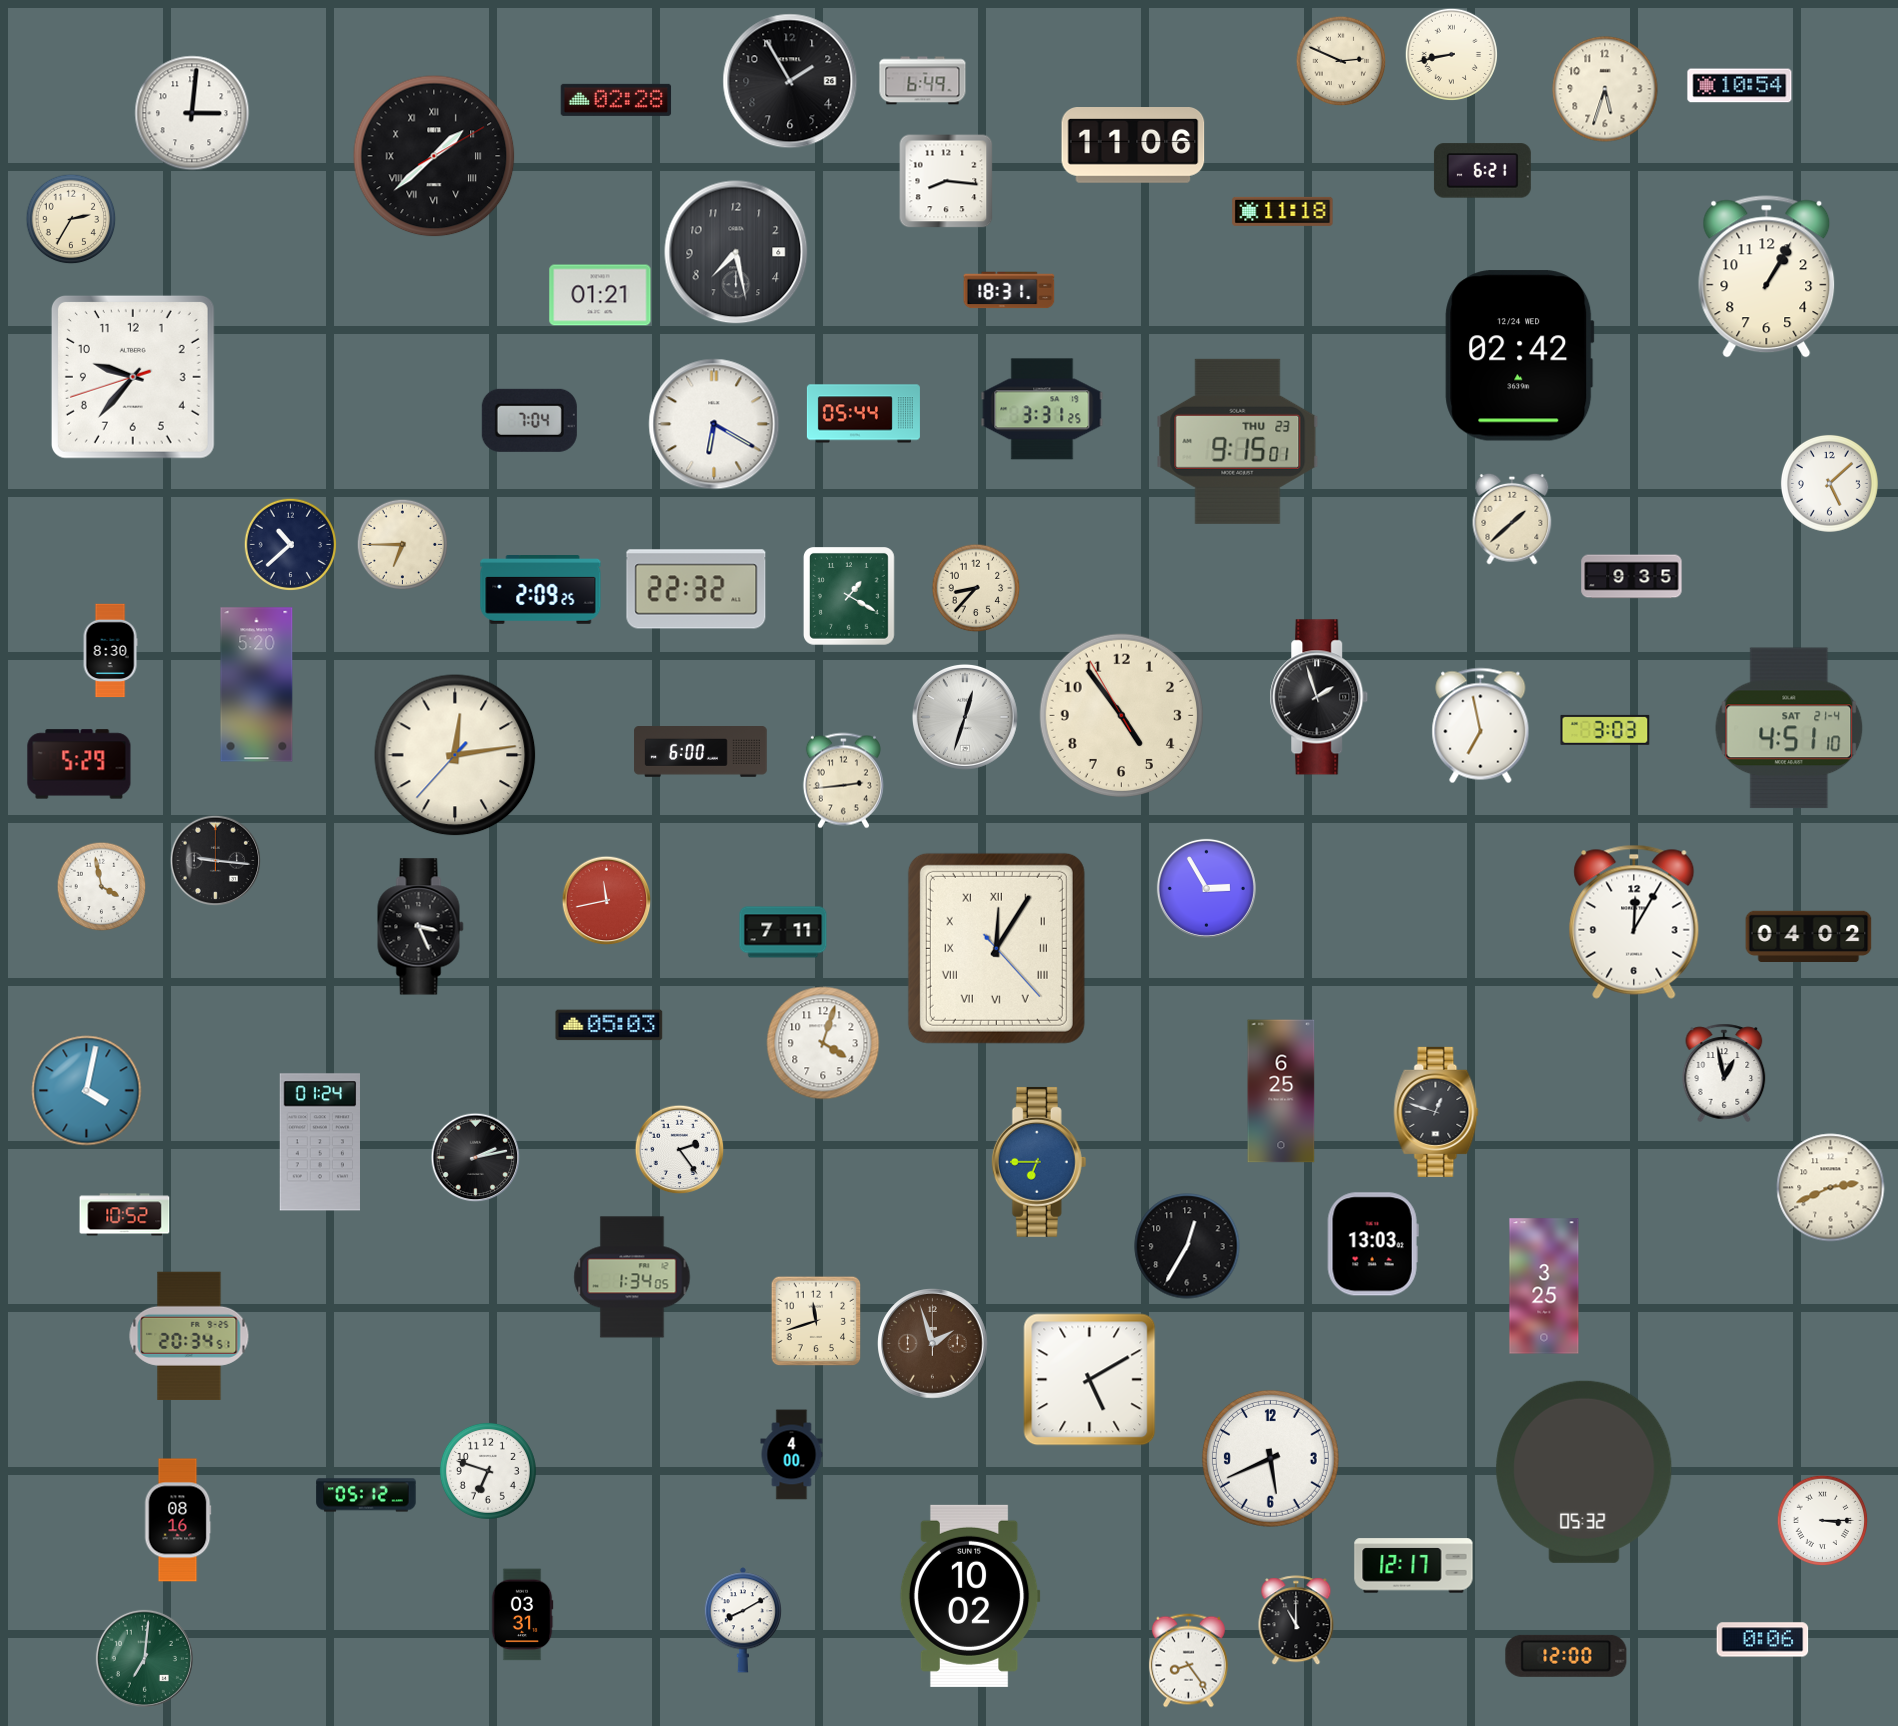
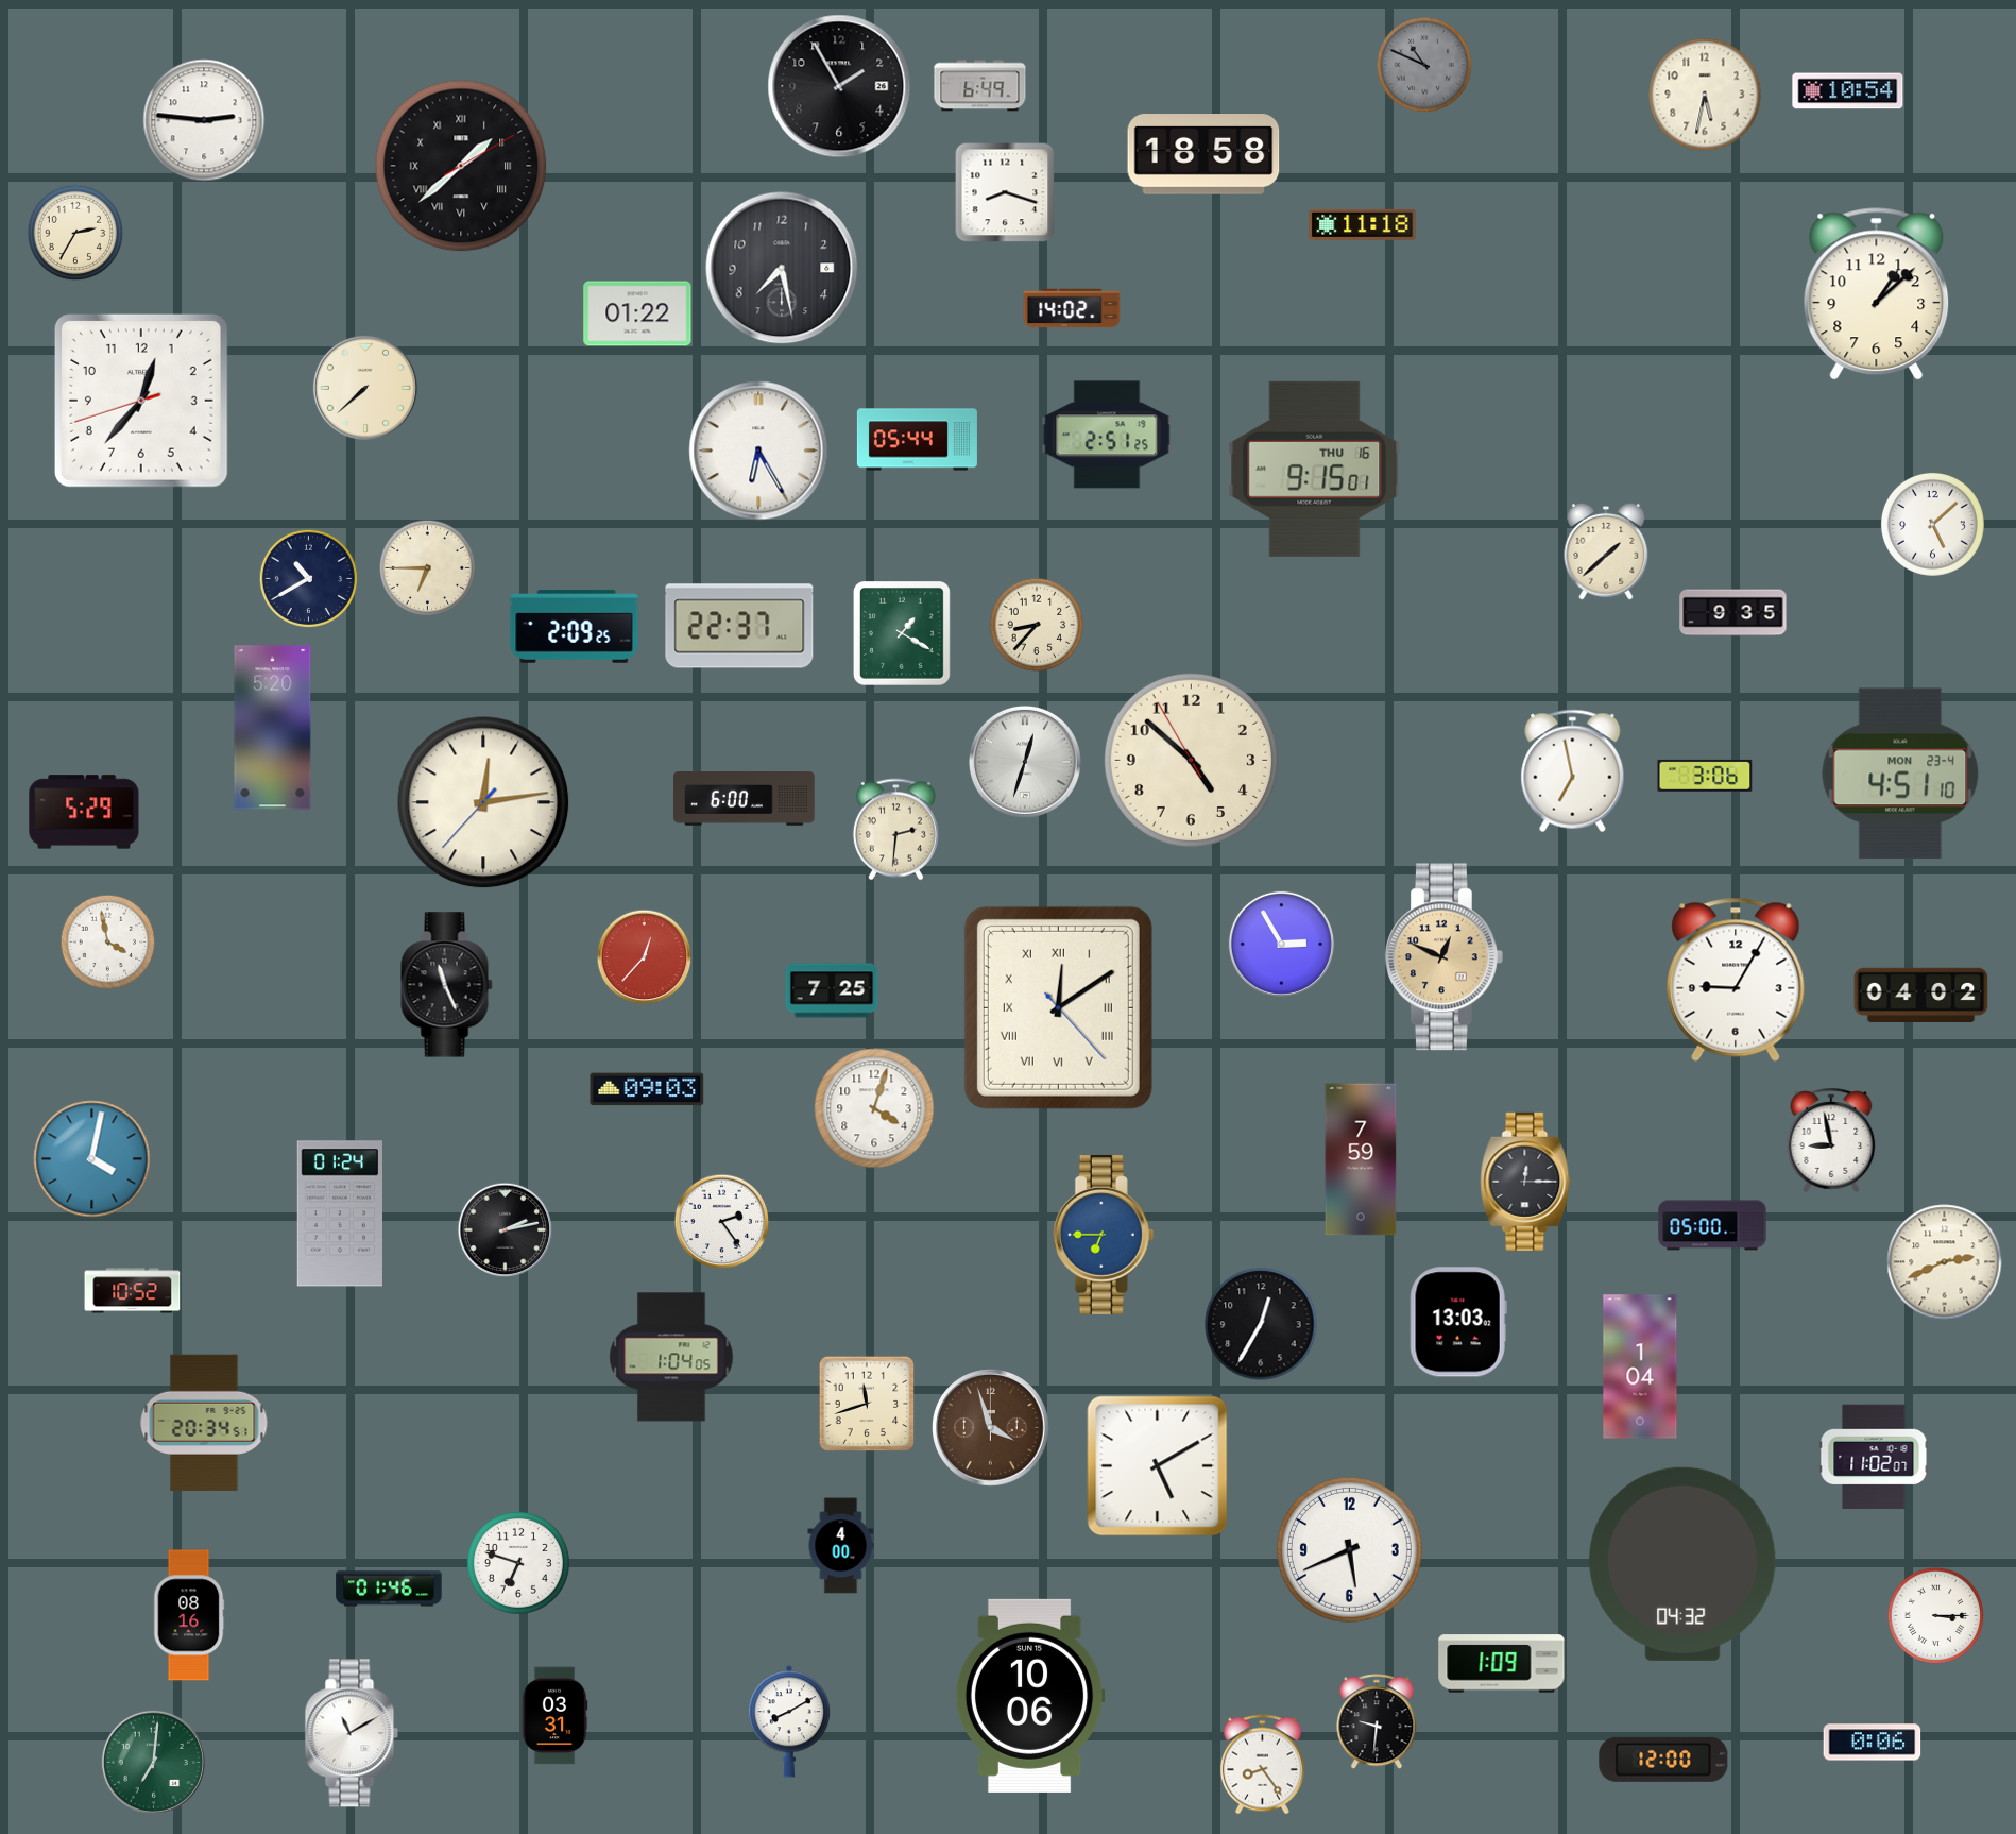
clock at (1451, 54): 8:43 -> none
clock at (1341, 61): 2:49 -> 10:49
clock at (1341, 61) dial: cream -> grey
clock at (1605, 89): 5:33 -> 5:32
clock at (616, 100): 02:28 -> none
clock at (192, 113): 3:01 -> 2:46
clock at (1133, 146): 11:06 -> 18:58
clock at (1482, 171): 6:21 -> none
clock at (946, 181): 8:16 -> 8:18
clock at (1767, 277): 1:05 -> 1:08
clock at (1009, 290): 18:31 -> 14:02
clock at (600, 295): 01:21 -> 01:22
clock at (1520, 356): 02:42 -> none
clock at (365, 388): none -> 7:38
clock at (133, 377): 9:36 -> 12:36
clock at (1042, 409): 3:31 -> 2:51
clock at (529, 420): 7:04 -> none
clock at (714, 424): 6:20 -> 6:25
clock at (1238, 441) date: THU 23 -> THU 16
clock at (1829, 483) position: (1829, 483) -> (1932, 524)
clock at (290, 544): 10:38 -> 10:40
clock at (403, 545) position: (403, 545) -> (428, 568)
clock at (696, 589): 22:32 -> 22:37
clock at (110, 651): 8:30 -> none
clock at (1319, 697): 1:57 -> none
clock at (1122, 716): 4:53 -> 4:51
clock at (1789, 728) date: SAT 21-4 -> MON 23-4
clock at (1605, 730): 3:03 -> 3:06
clock at (843, 781): 2:44 -> 2:31
clock at (216, 861): 9:16 -> none
clock at (607, 901): 11:43 -> 12:37
clock at (1445, 957): none -> 12:49
clock at (1634, 922): 12:05 -> 9:05
clock at (421, 927): 3:26 -> 11:26
clock at (783, 932): 7:11 -> 7:25
clock at (996, 948): 12:05 -> 12:09
clock at (609, 1025): 05:03 -> 09:03
clock at (1724, 1073): 12:58 -> 8:58
clock at (1281, 1091): 6:25 -> 7:59
clock at (1436, 1112): 12:48 -> 12:15
clock at (1712, 1225): none -> 05:00
clock at (632, 1277): 1:34 -> 1:04
clock at (1544, 1286): 3:25 -> 1:04
clock at (189, 1335) position: (189, 1335) -> (204, 1422)
clock at (933, 1344): 1:57 -> 3:57
clock at (1874, 1457): none -> 11:02
clock at (1584, 1472): 05:32 -> 04:32
clock at (366, 1495): 05:12 -> 01:46
clock at (1414, 1566): 12:17 -> 1:09
clock at (970, 1596): 10:02 -> 10:06
clock at (1296, 1621): 11:00 -> 9:31
clock at (352, 1733): none -> 11:10
